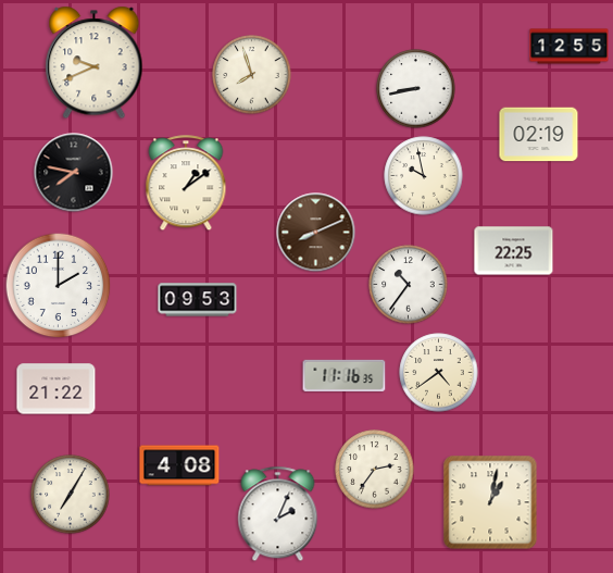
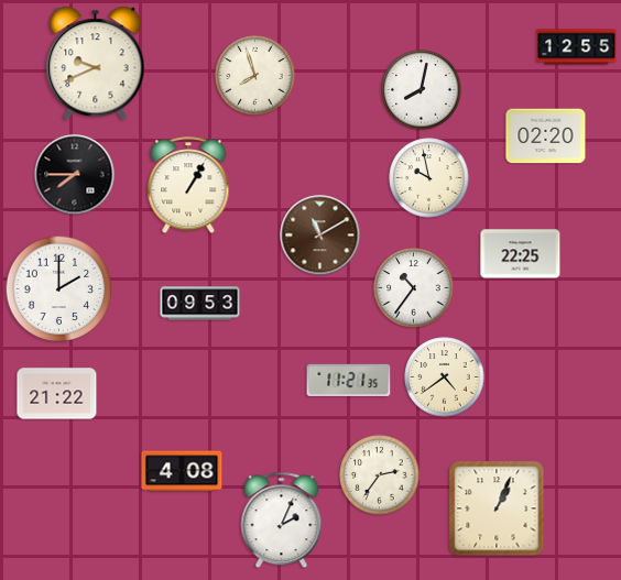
clock at (416, 89): 8:43 -> 8:02
clock at (539, 135): 02:19 -> 02:20
clock at (74, 173): 7:47 -> 7:45
clock at (186, 184): 1:09 -> 1:05
clock at (316, 233): 8:11 -> 11:10
clock at (345, 375): 11:16 -> 11:21
clock at (71, 495): 7:05 -> none
clock at (490, 502): 1:02 -> 1:04
